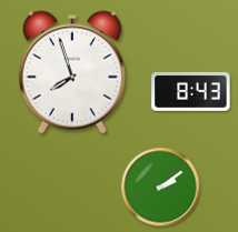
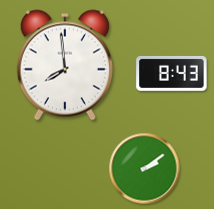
clock at (72, 72): 7:57 -> 7:59
clock at (191, 91) position: (191, 91) -> (172, 73)
